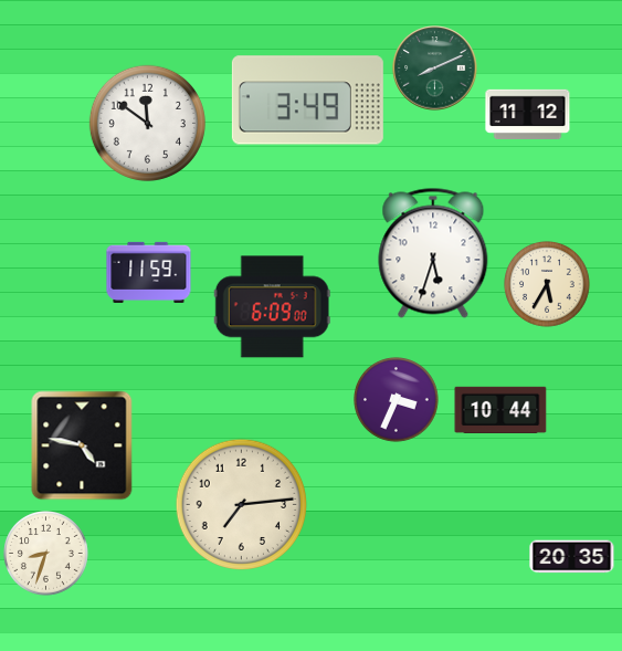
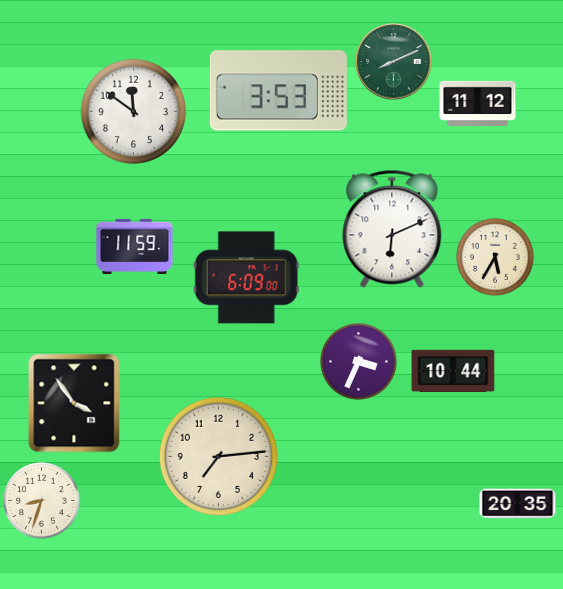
clock at (307, 101): 3:49 -> 3:53
clock at (433, 253): 5:33 -> 6:11
clock at (82, 445): 4:47 -> 3:54
